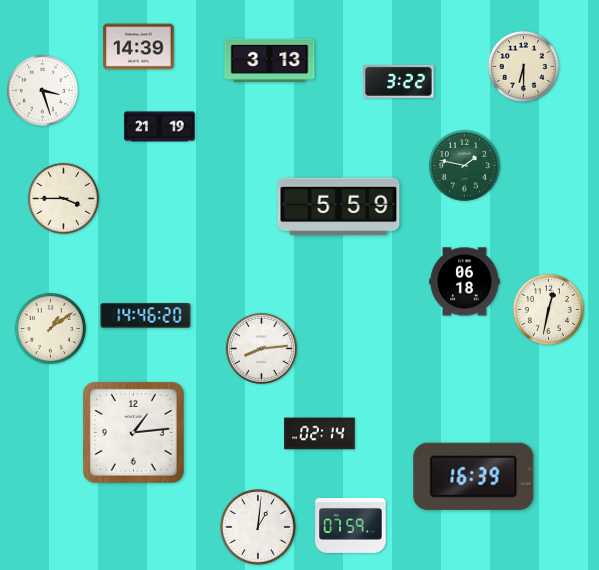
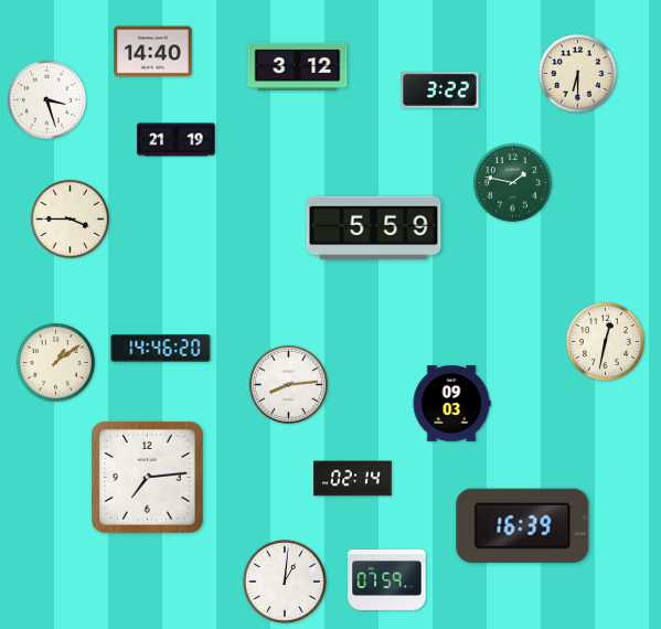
clock at (139, 47): 14:39 -> 14:40
clock at (270, 60): 3:13 -> 3:12
clock at (465, 282): 06:18 -> none
clock at (451, 404): none -> 09:03
clock at (133, 432): 1:14 -> 7:14
